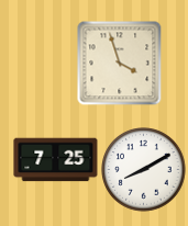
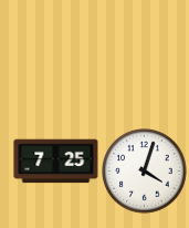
clock at (119, 63): 3:57 -> none
clock at (144, 170): 8:10 -> 4:03
